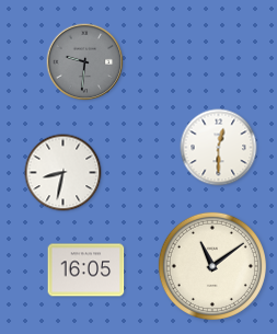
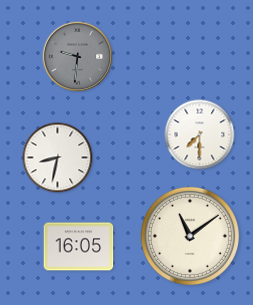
clock at (219, 148): 12:30 -> 7:30
clock at (212, 266) position: (212, 266) -> (190, 236)
